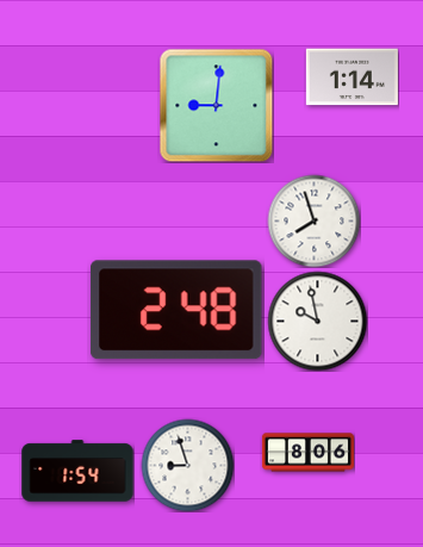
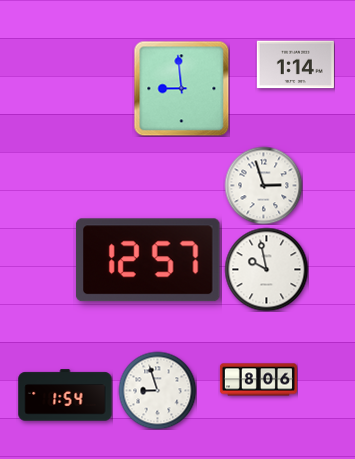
clock at (216, 105): 9:01 -> 8:59
clock at (313, 220): 7:57 -> 2:57
clock at (176, 310): 2:48 -> 12:57
